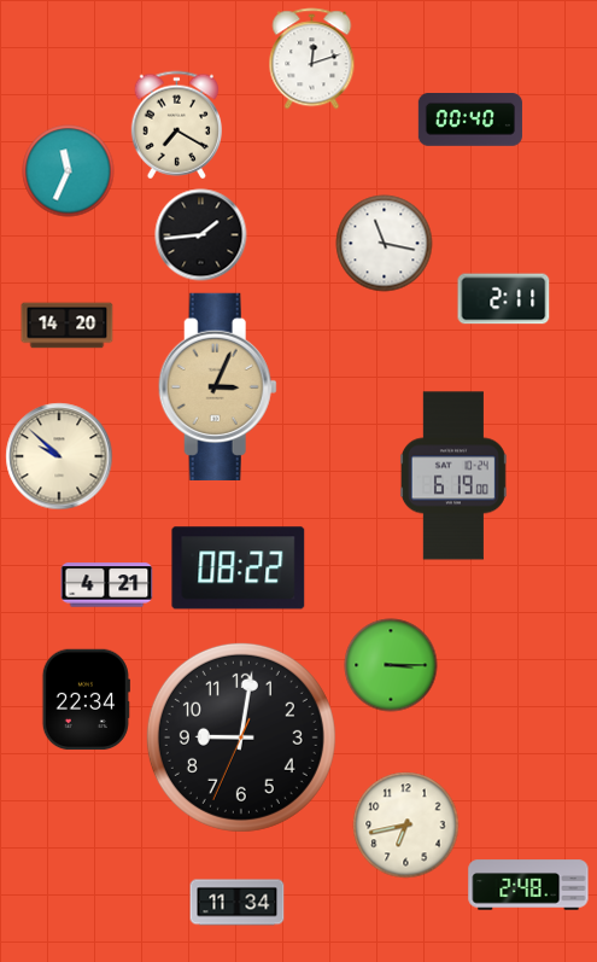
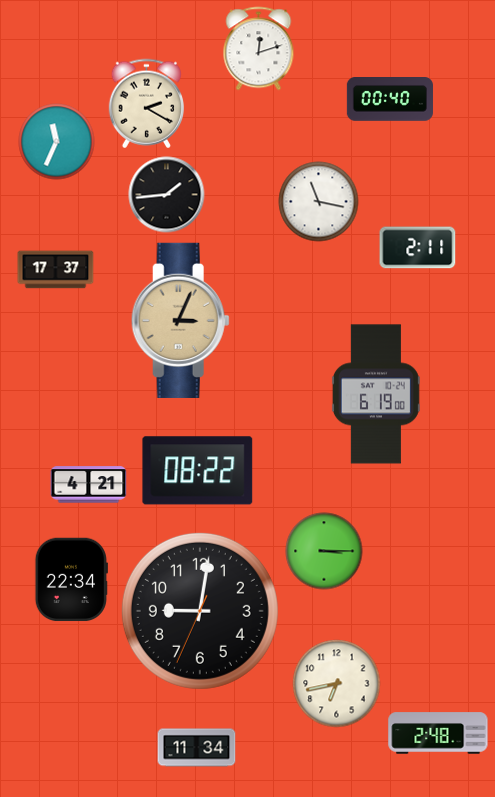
clock at (176, 126): 7:20 -> 2:20
clock at (68, 326): 14:20 -> 17:37
clock at (59, 456): 9:52 -> none
